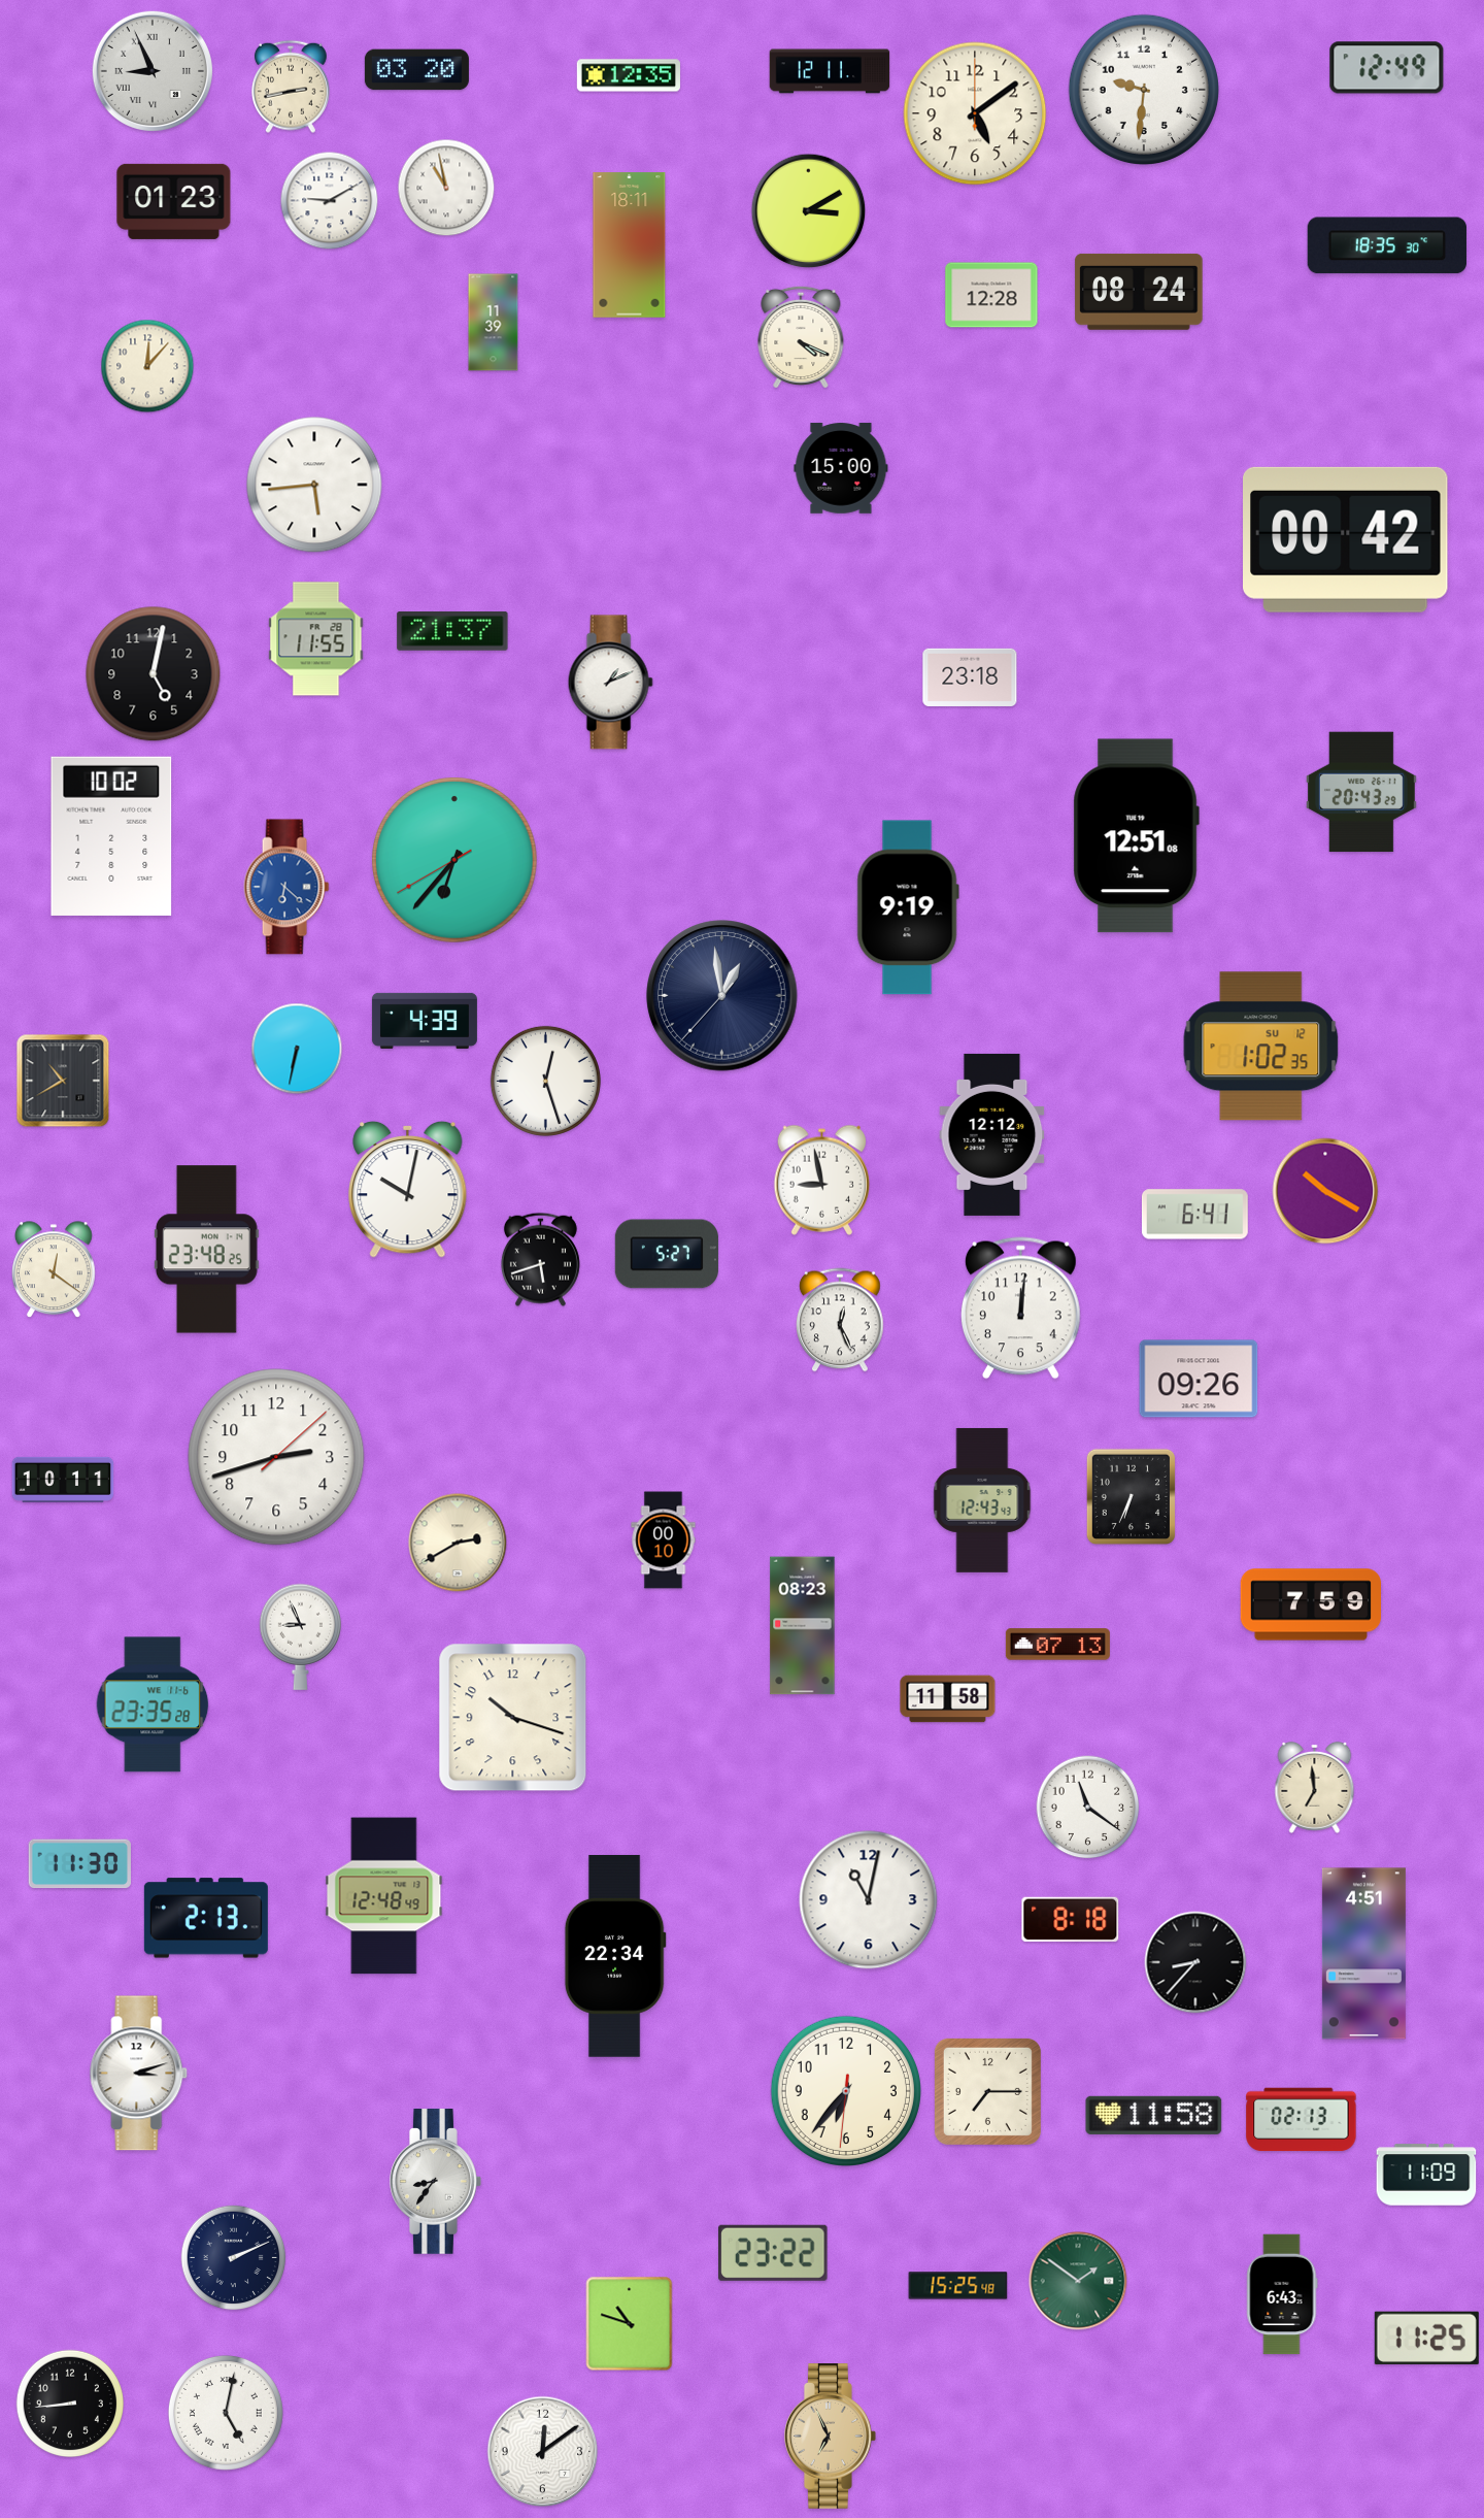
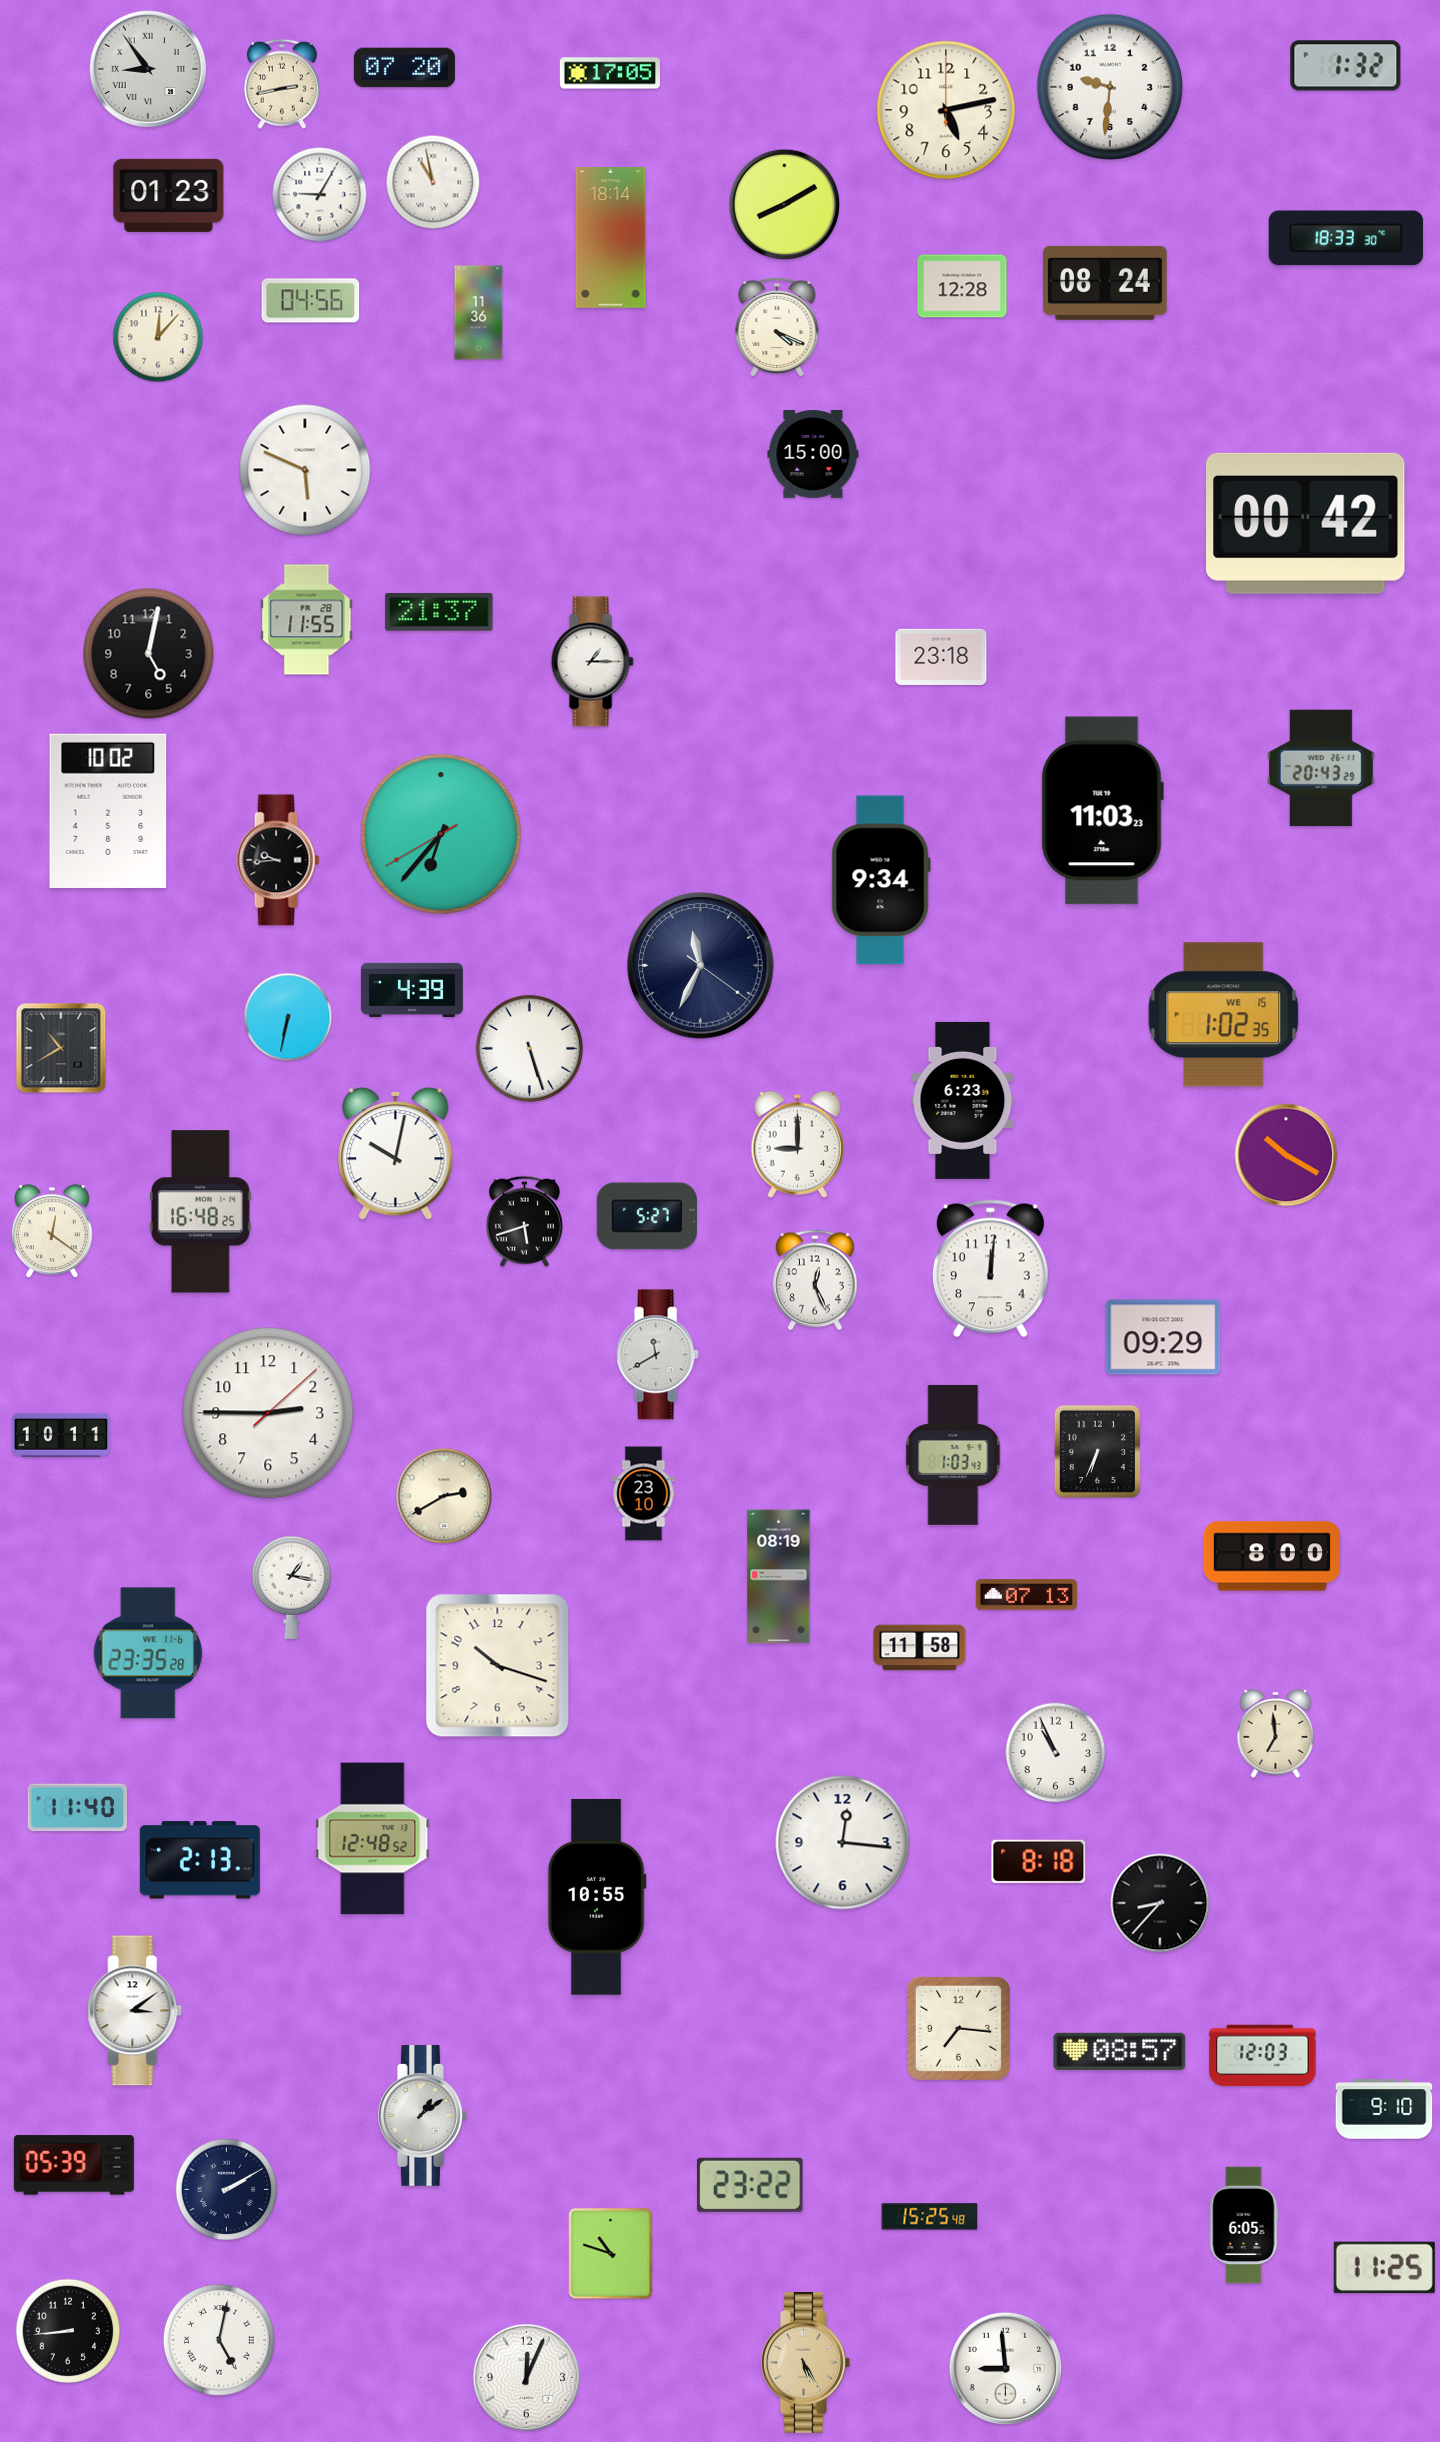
clock at (1387, 68): 12:49 -> 1:32
clock at (151, 70): 8:56 -> 8:54
clock at (416, 70): 03:20 -> 07:20
clock at (830, 71): 12:11 -> none
clock at (629, 75): 12:35 -> 17:05
clock at (975, 113): 5:09 -> 5:13
clock at (330, 201): 9:10 -> 9:05
clock at (809, 211): 3:10 -> 8:10
clock at (630, 245): 18:11 -> 18:14
clock at (1387, 245): 18:35 -> 18:33
clock at (311, 301): none -> 04:56
clock at (494, 323): 11:39 -> 11:36
clock at (147, 366) position: (147, 366) -> (158, 337)
clock at (841, 468) position: (841, 468) -> (813, 454)
clock at (314, 485): 5:44 -> 5:49
clock at (610, 683): 1:11 -> 1:15
clock at (1136, 836): 12:51 -> 11:03
clock at (286, 887): 6:22 -> 9:44
clock at (286, 887) dial: blue -> black
clock at (908, 907): 9:19 -> 9:34
clock at (722, 996): 12:58 -> 11:34
clock at (1261, 1047) date: SU 12 -> WE 15
clock at (545, 1081): 12:27 -> 5:27
clock at (992, 1134): 12:12 -> 6:23
clock at (821, 1180): 8:58 -> 9:00
clock at (1194, 1215): 6:41 -> none
clock at (206, 1250): 23:48 -> 16:48
clock at (1199, 1379): 09:26 -> 09:29
clock at (657, 1355): none -> 11:40
clock at (276, 1457): 2:42 -> 2:45
clock at (982, 1500): 12:43 -> 1:03
clock at (664, 1540): 00:10 -> 23:10
clock at (1310, 1604): 7:59 -> 8:00
clock at (803, 1626): 08:23 -> 08:19
clock at (300, 1636): 8:56 -> 1:17
clock at (1088, 1808): 11:21 -> 10:56
clock at (79, 1864): 11:30 -> 11:40
clock at (384, 1896): 12:48:49 -> 12:48:52
clock at (869, 1900): 11:02 -> 12:16
clock at (1363, 1954): 4:51 -> none
clock at (615, 1956): 22:34 -> 10:55
clock at (139, 2074): 3:12 -> 3:09
clock at (845, 2091): 6:36 -> none
clock at (987, 2091): 7:15 -> 7:16
clock at (1154, 2115): 11:58 -> 08:57
clock at (1302, 2120): 02:13 -> 12:03
clock at (1426, 2175): 11:09 -> 9:10
clock at (436, 2182): 8:36 -> 1:09
clock at (74, 2165): none -> 05:39
clock at (234, 2258): 2:11 -> 2:10
clock at (1078, 2281): 1:51 -> none
clock at (1282, 2294): 6:43 -> 6:05
clock at (831, 2437): 6:56 -> 5:25
clock at (1006, 2369): none -> 8:59
clock at (543, 2452): 12:09 -> 12:04
